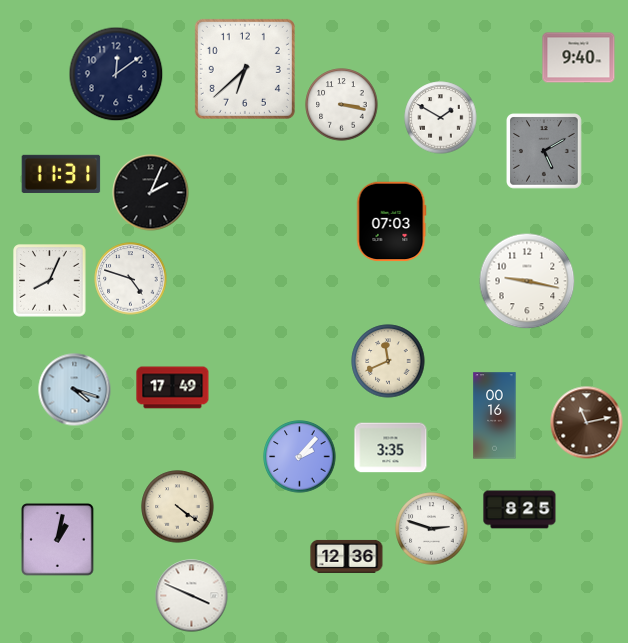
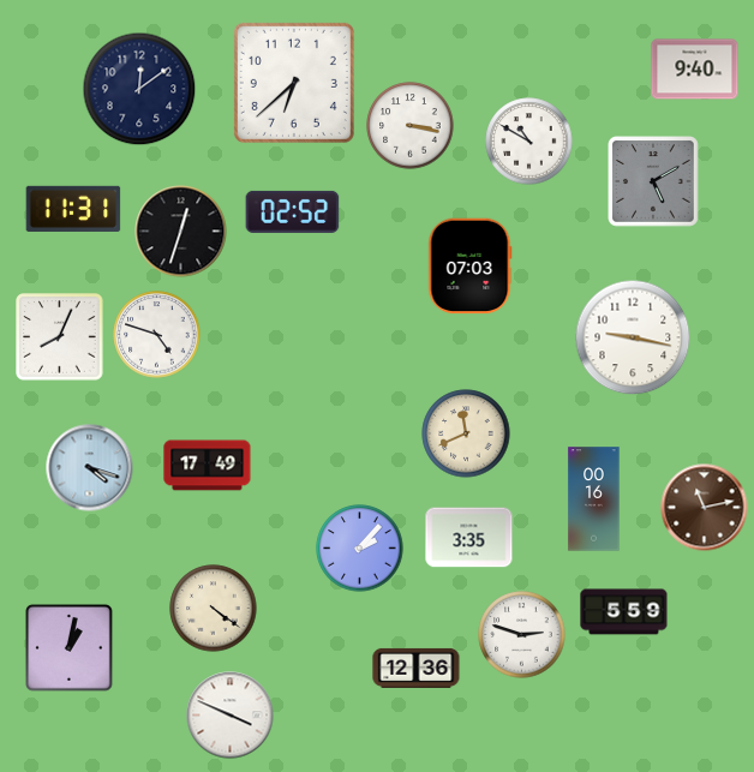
clock at (441, 118): 1:50 -> 10:50
clock at (293, 211): none -> 02:52
clock at (151, 193): 2:04 -> 12:33
clock at (520, 510): 8:25 -> 5:59
clock at (432, 529) position: (432, 529) -> (522, 635)
